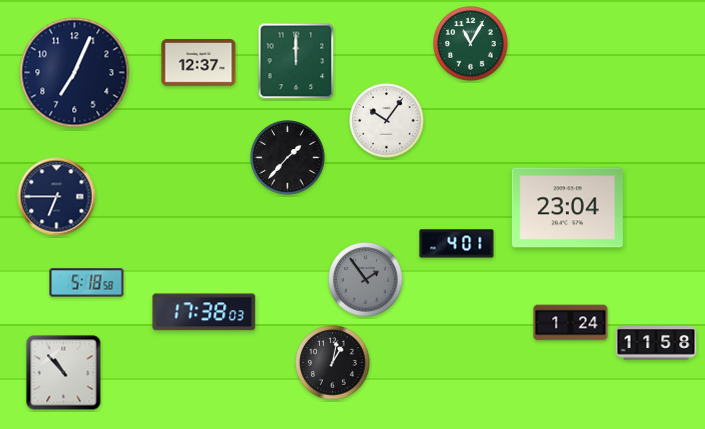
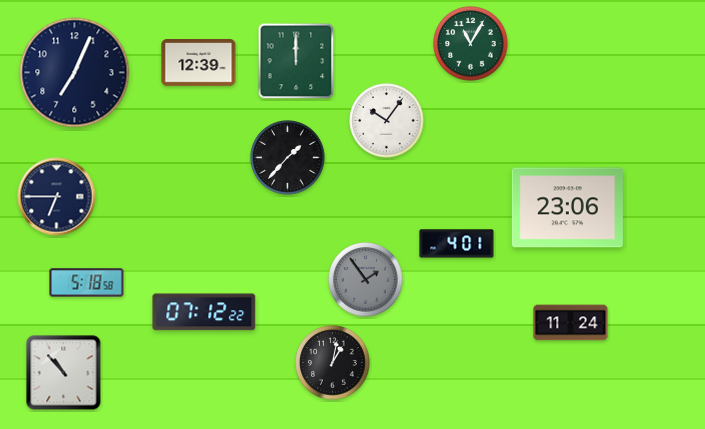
clock at (199, 63): 12:37 -> 12:39
clock at (567, 208): 23:04 -> 23:06
clock at (204, 312): 17:38 -> 07:12
clock at (571, 323): 1:24 -> 11:24
clock at (656, 343): 11:58 -> none
